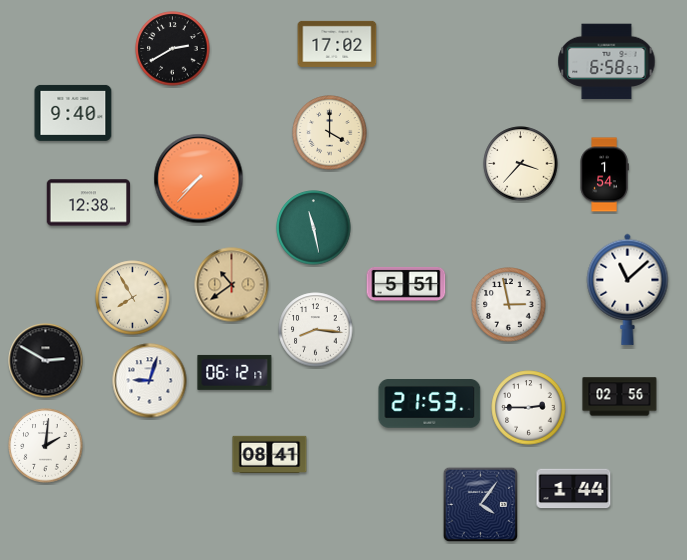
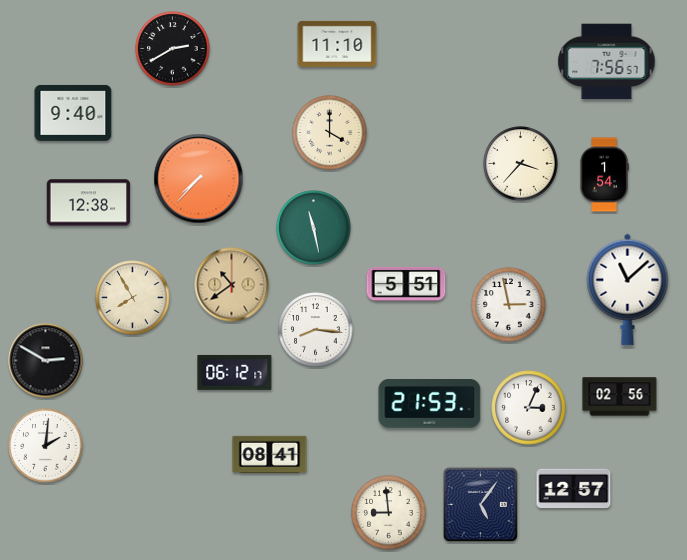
clock at (337, 44): 17:02 -> 11:10
clock at (607, 62): 6:58 -> 7:56
clock at (150, 381): 9:03 -> none
clock at (529, 408): 2:45 -> 3:04
clock at (574, 489): 1:44 -> 12:57
clock at (480, 504): 4:06 -> 5:06
clock at (389, 513): none -> 8:59
